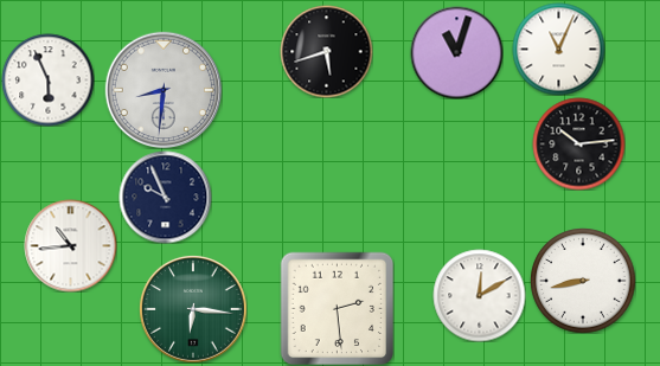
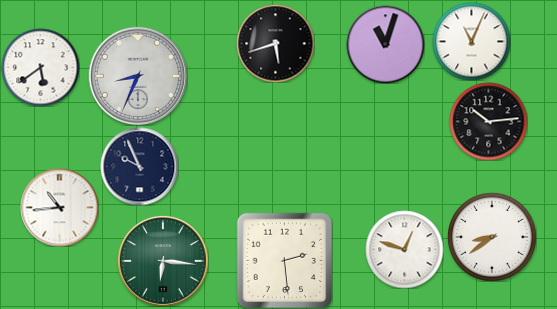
clock at (47, 79): 5:56 -> 5:39
clock at (162, 89): 8:31 -> 8:34
clock at (583, 281): 8:43 -> 8:39
clock at (479, 295): 12:10 -> 12:48
